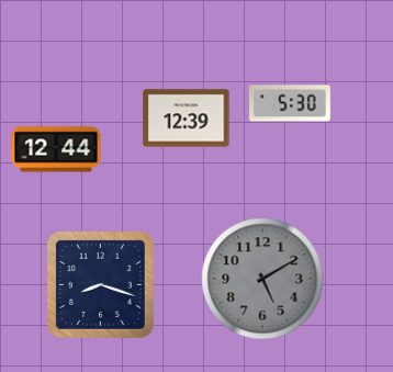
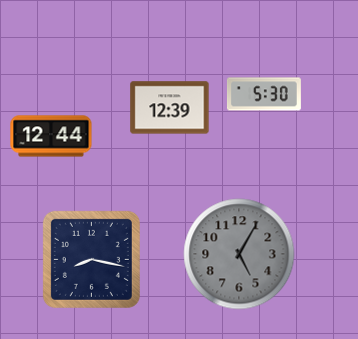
clock at (262, 279): 5:10 -> 5:05
clock at (100, 284): 8:18 -> 8:17
